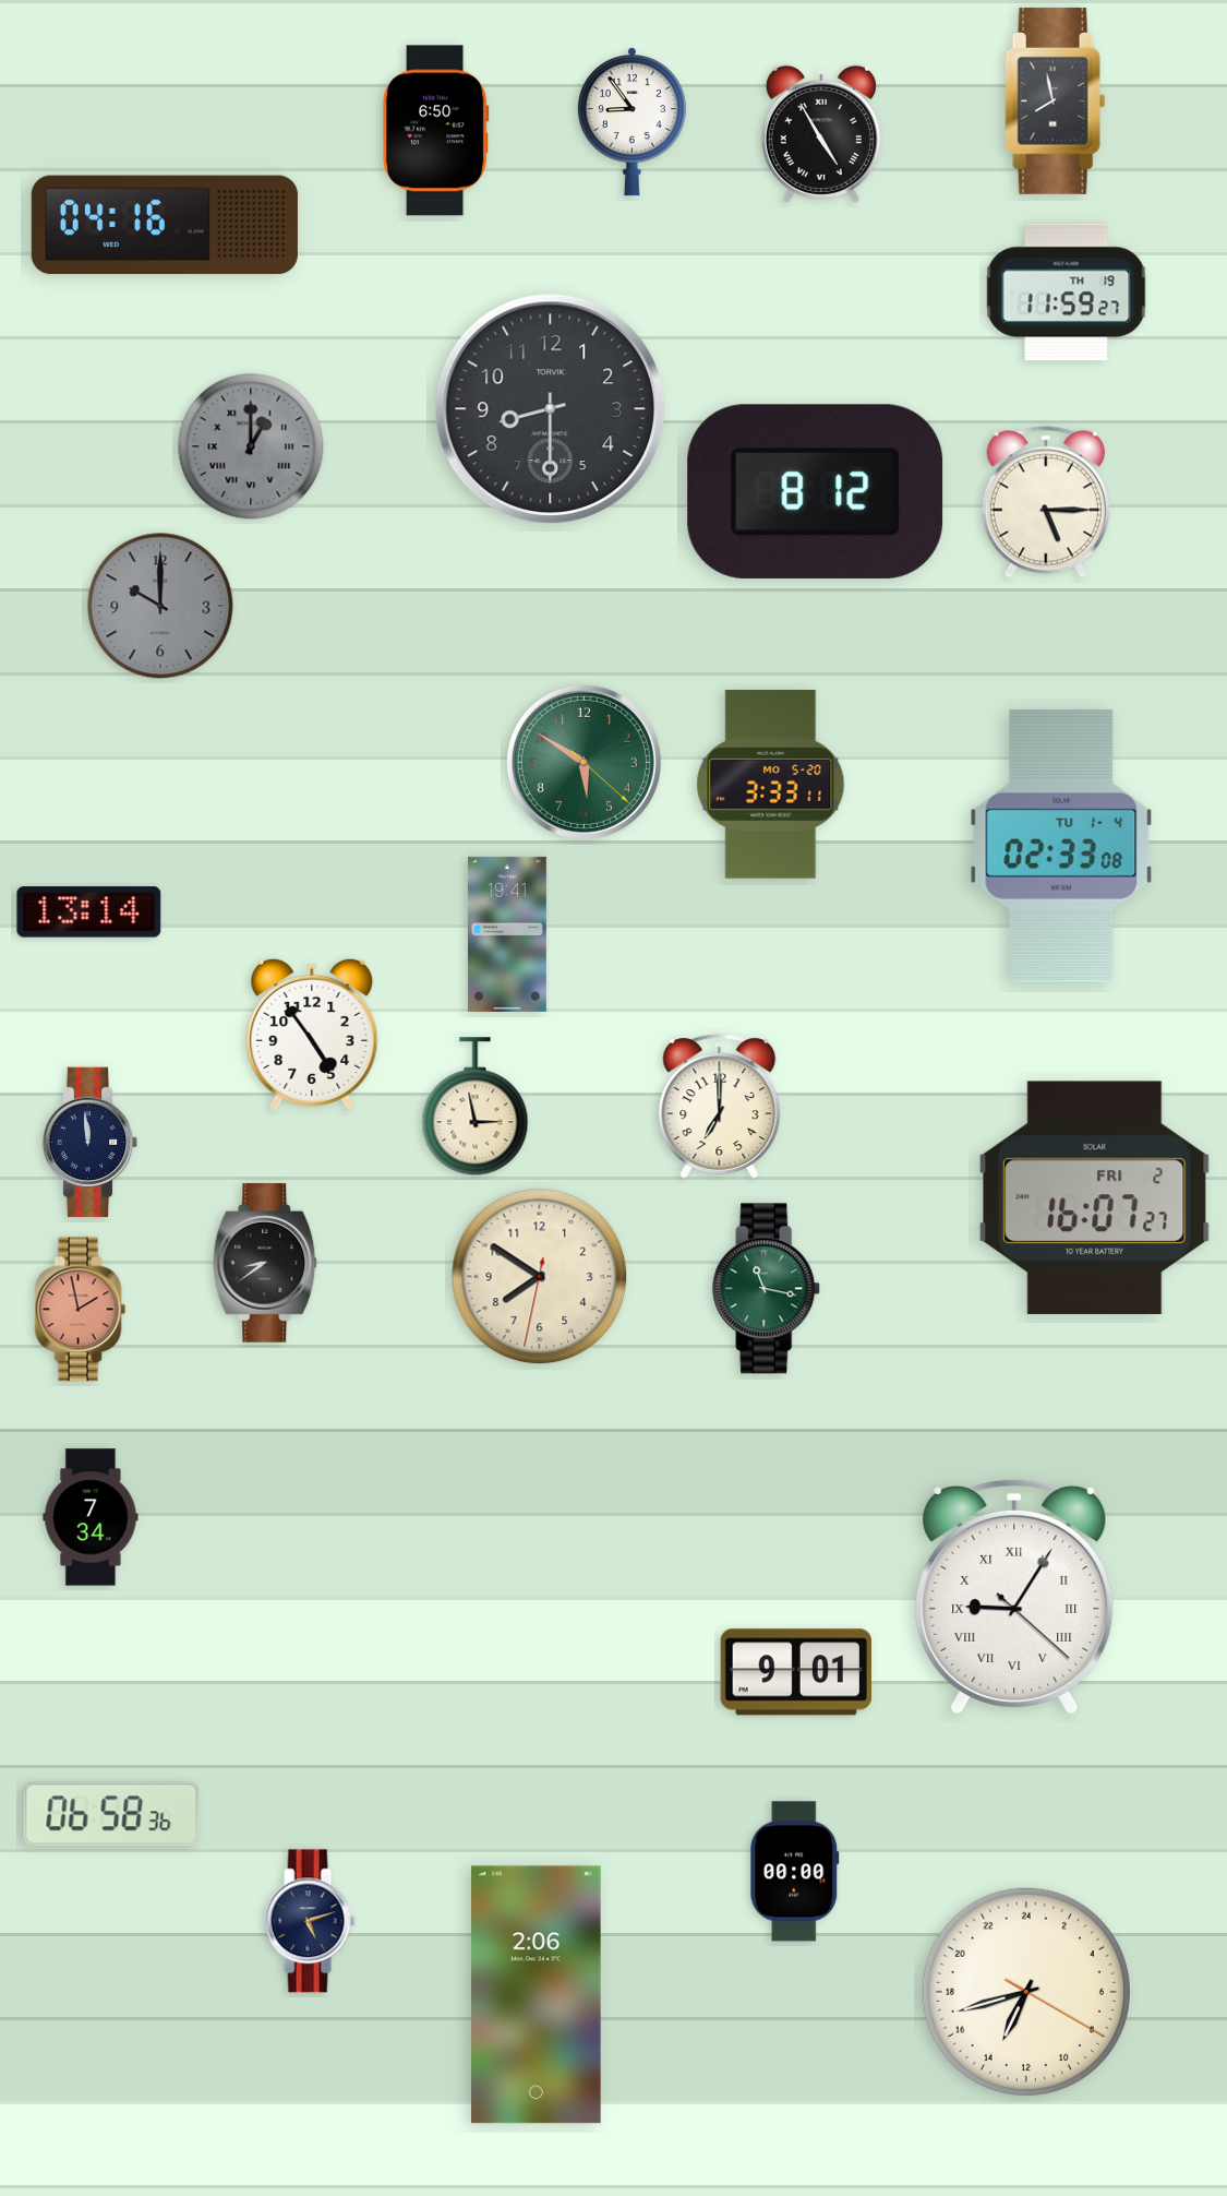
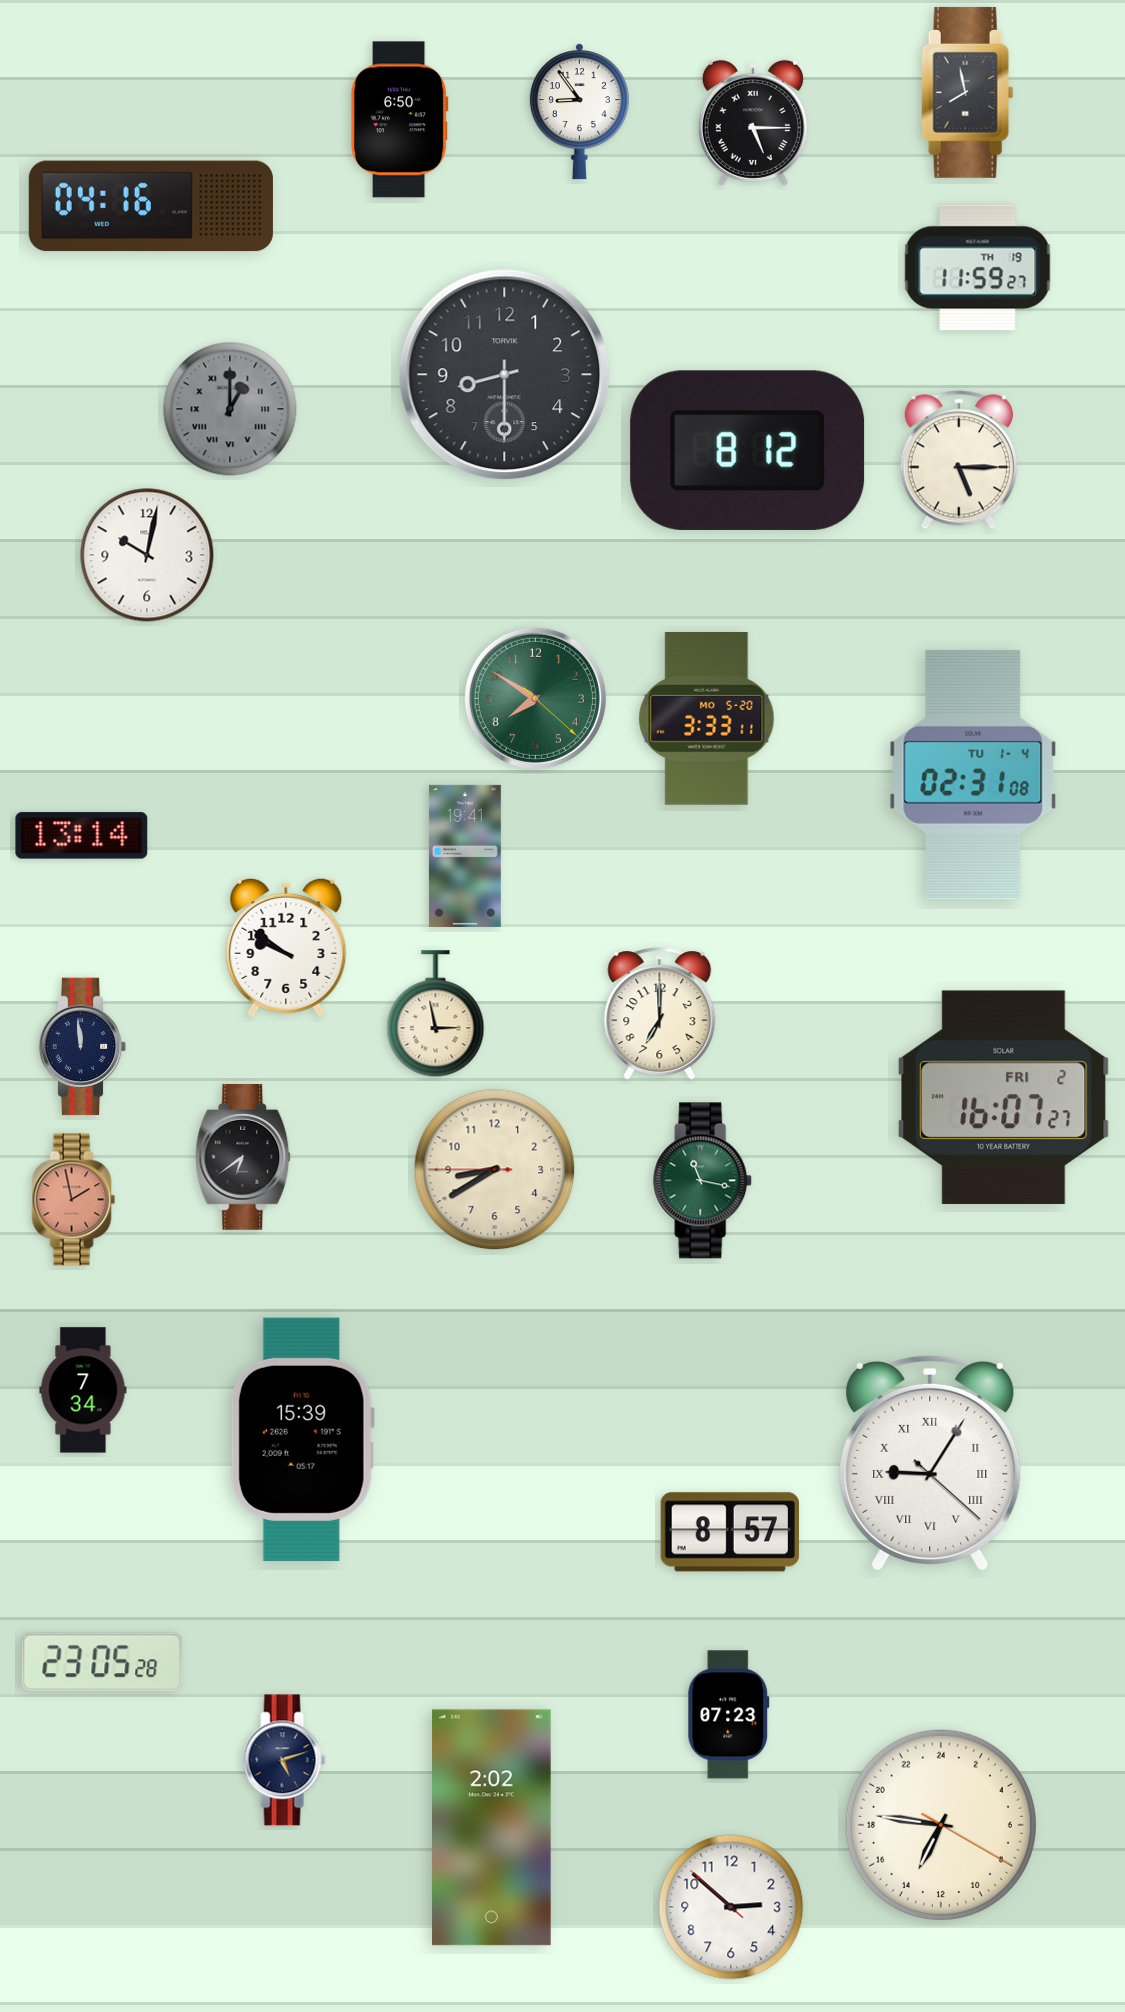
clock at (821, 134): 4:55 -> 5:15
clock at (160, 606): 10:00 -> 10:02
clock at (160, 606) dial: grey -> white
clock at (584, 762): 5:50 -> 7:50
clock at (1061, 846): 02:33 -> 02:31
clock at (312, 1035): 4:54 -> 9:51
clock at (265, 1264): 8:39 -> 6:39
clock at (540, 1277): 7:50 -> 8:39
clock at (302, 1439): none -> 15:39
clock at (796, 1672): 9:01 -> 8:57
clock at (111, 1814): 06:58 -> 23:05
clock at (795, 1872): 00:00 -> 07:23
clock at (1026, 1992): 13:42 -> 13:46
clock at (536, 1995): 2:06 -> 2:02
clock at (731, 1907): none -> 2:51
